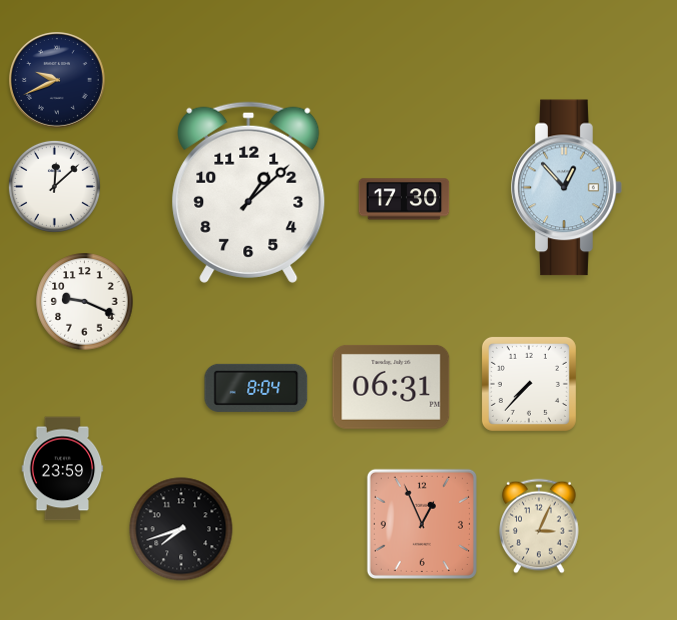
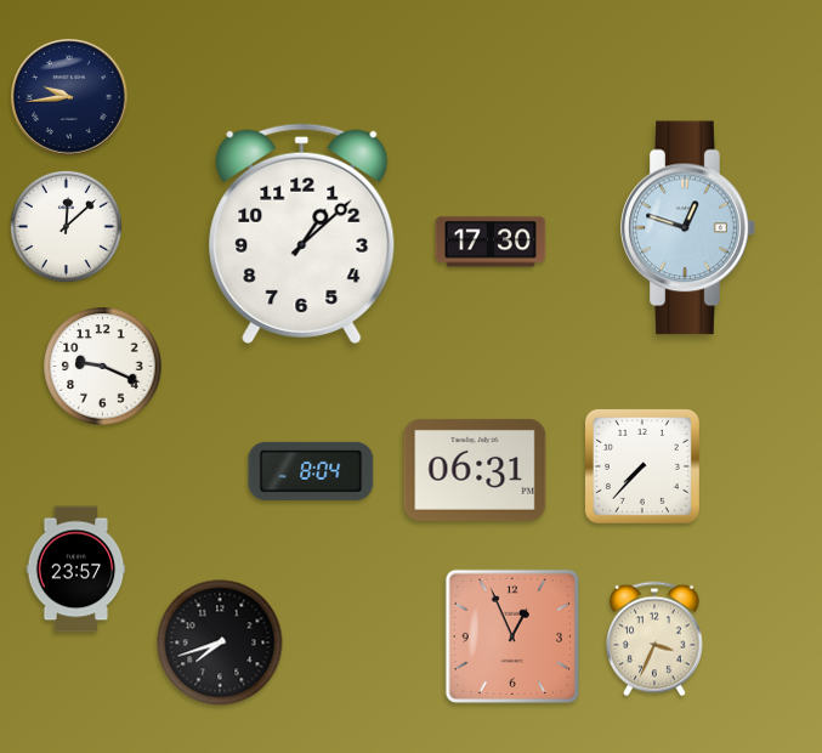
clock at (58, 81): 9:41 -> 9:44
clock at (567, 188): 12:53 -> 12:48
clock at (63, 469): 23:59 -> 23:57
clock at (540, 526): 3:04 -> 3:34
